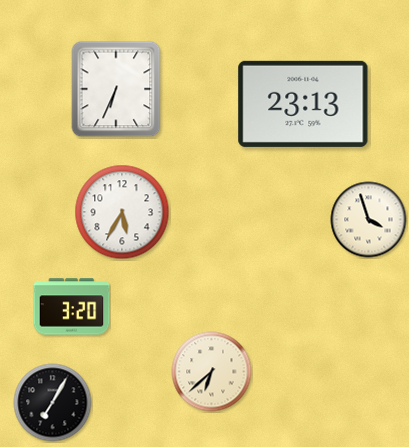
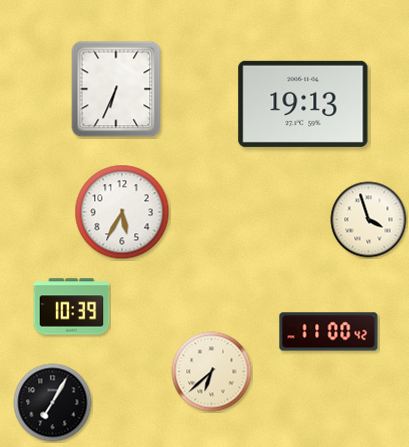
clock at (303, 104): 23:13 -> 19:13
clock at (72, 307): 3:20 -> 10:39
clock at (329, 332): none -> 11:00
